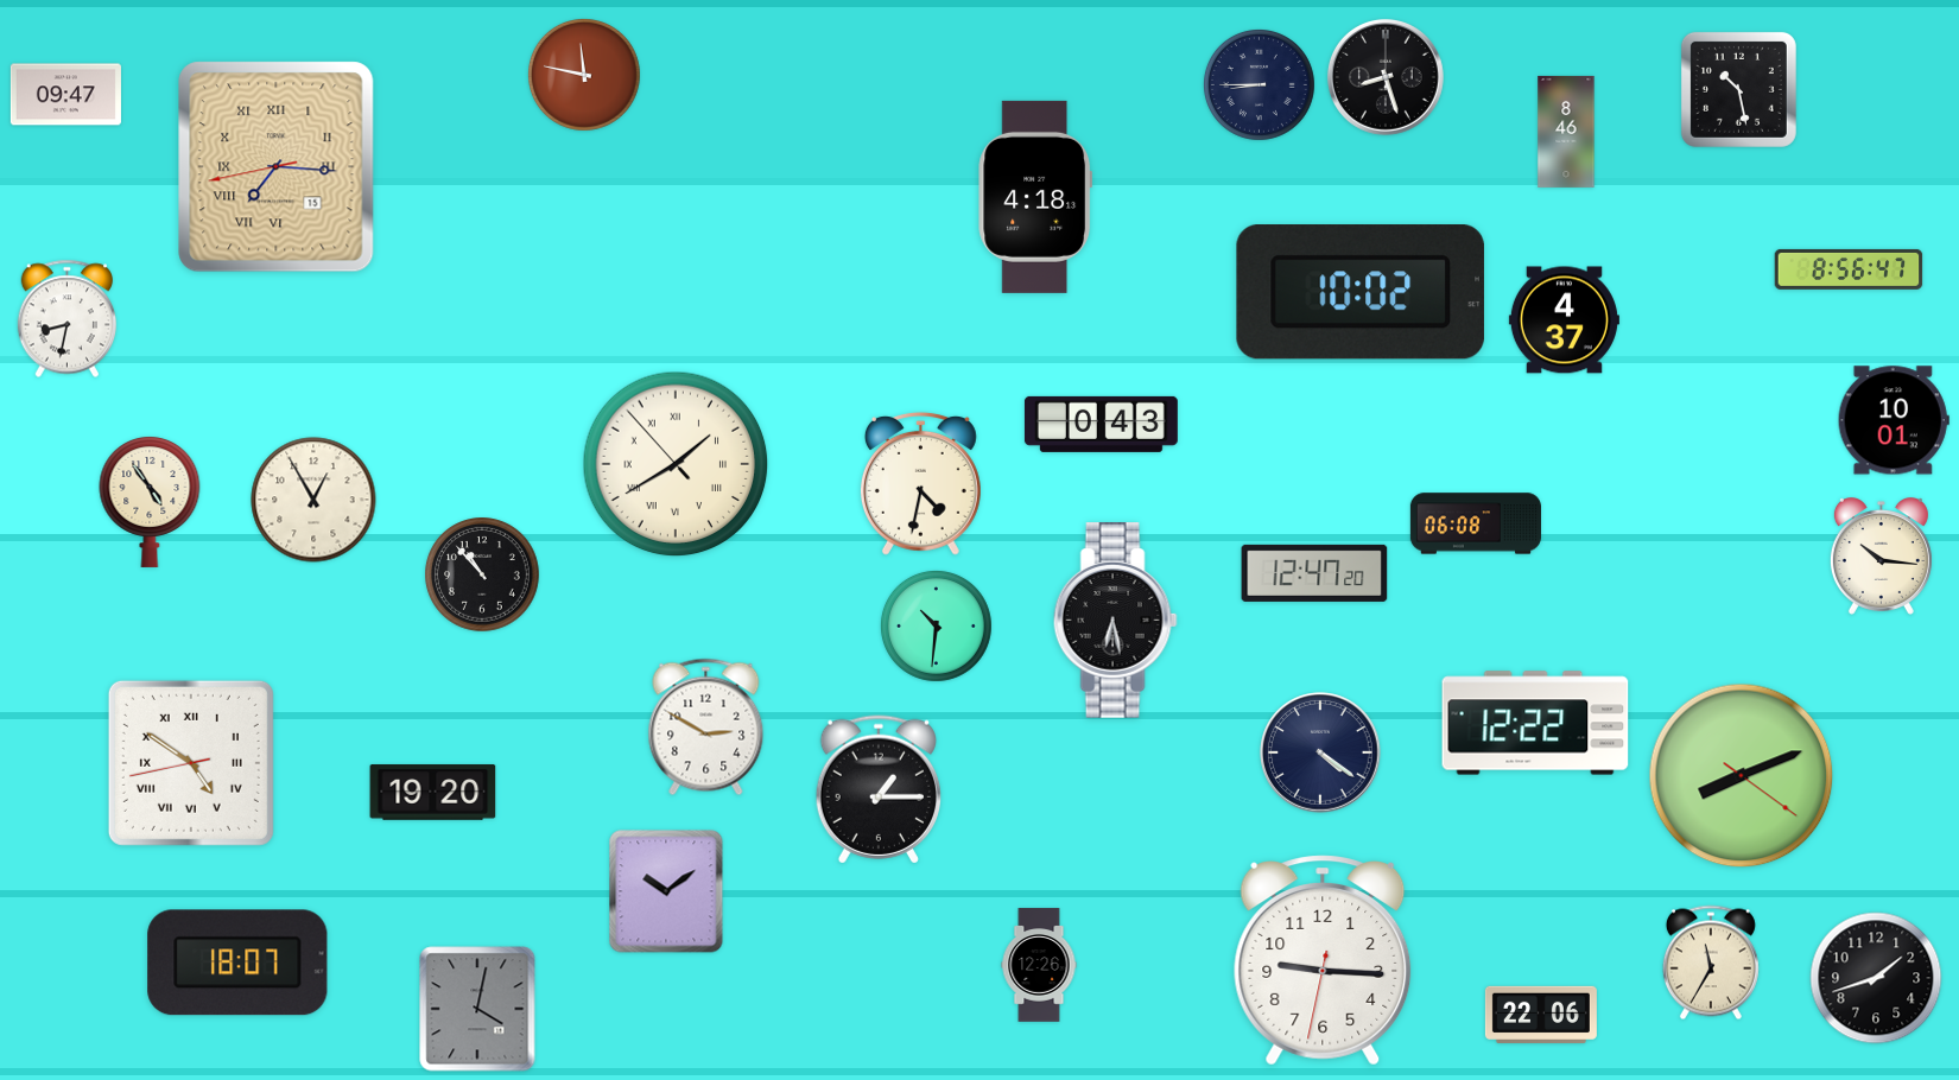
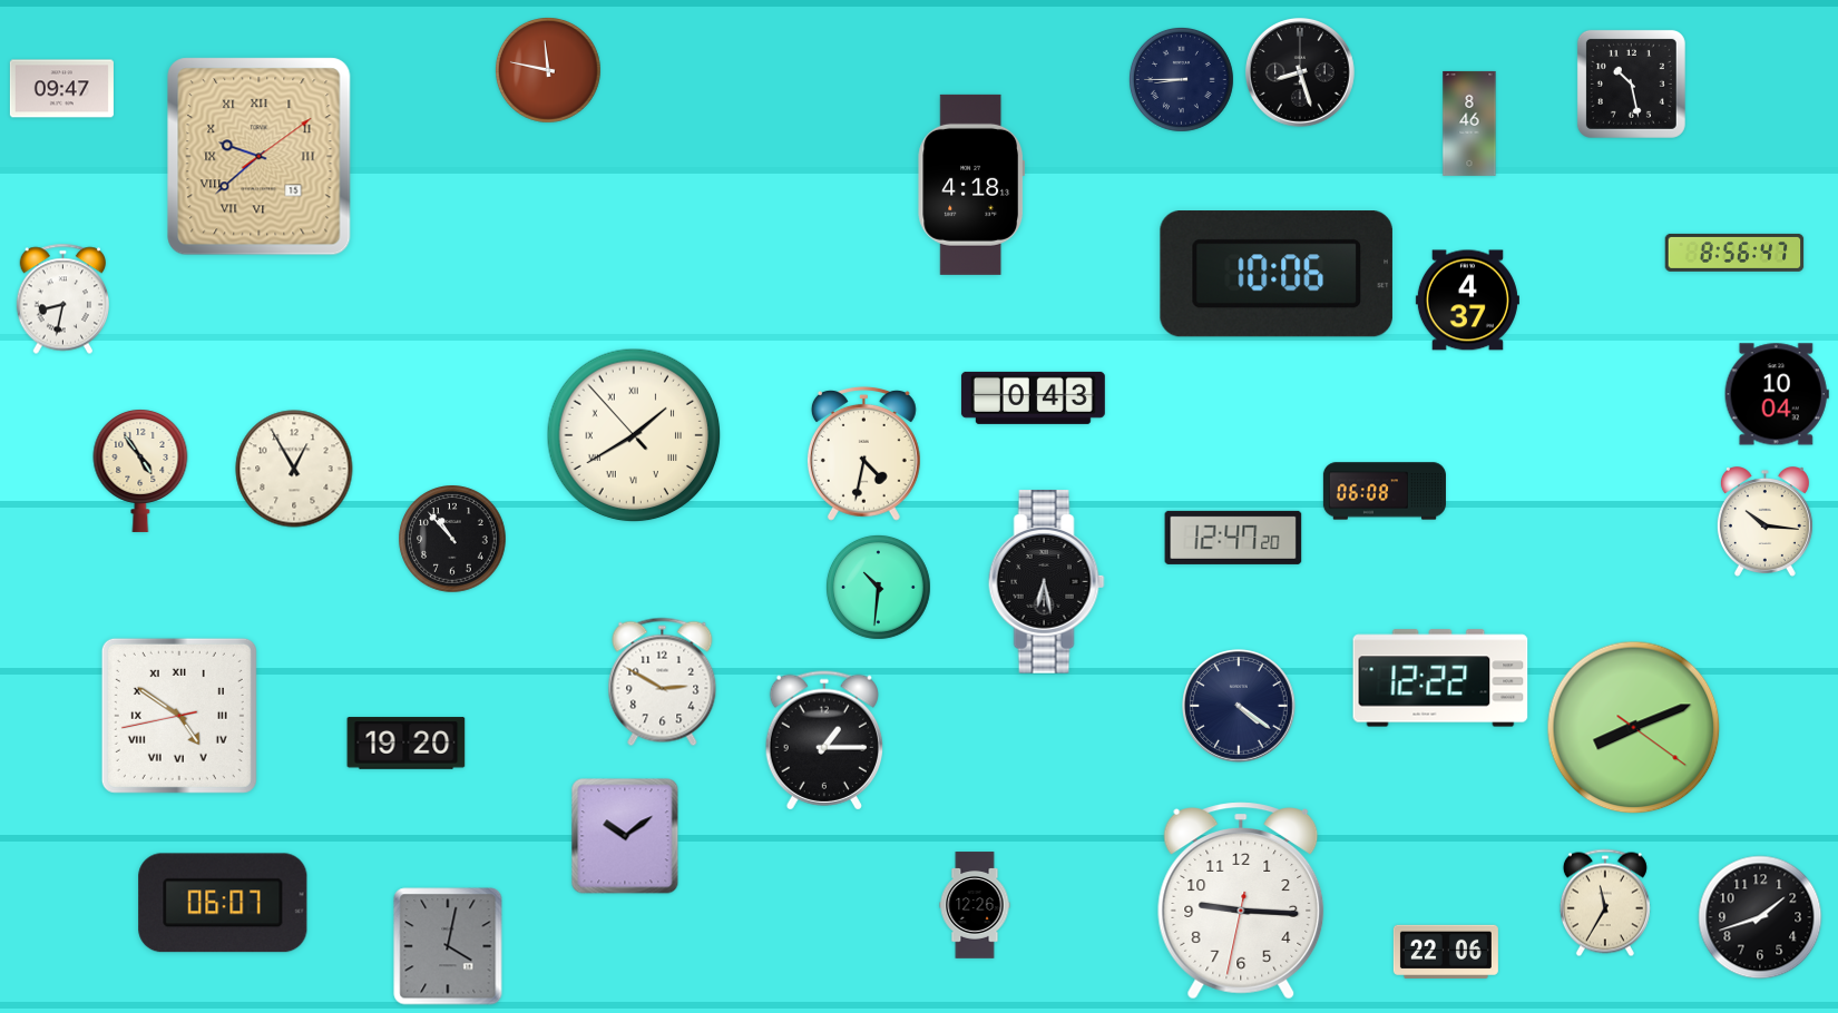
clock at (277, 167): 7:15 -> 9:38
clock at (1361, 292): 10:02 -> 10:06
clock at (1894, 420): 10:01 -> 10:04
clock at (237, 963): 18:07 -> 06:07
